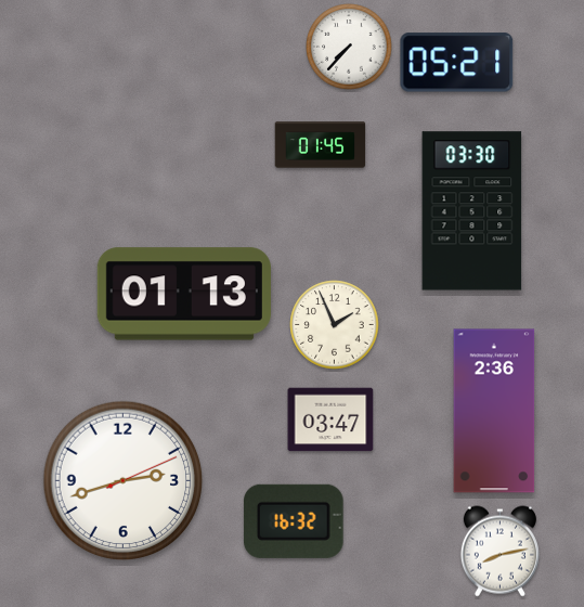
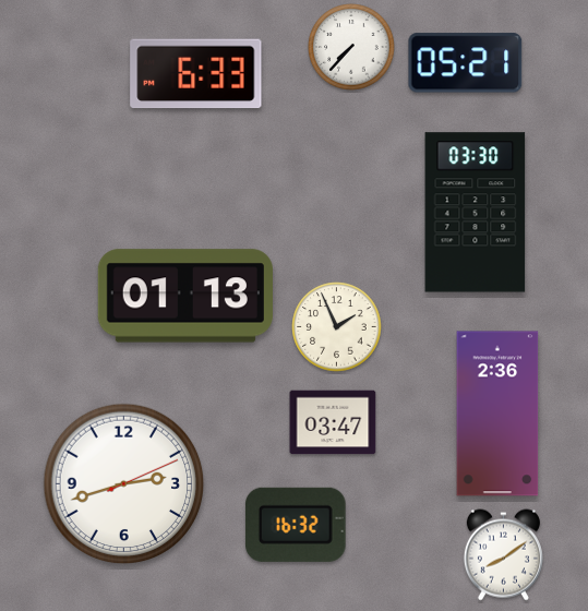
clock at (457, 63) position: (457, 63) -> (466, 63)
clock at (196, 74): none -> 6:33
clock at (321, 145): 01:45 -> none
clock at (499, 552): 8:13 -> 8:09
